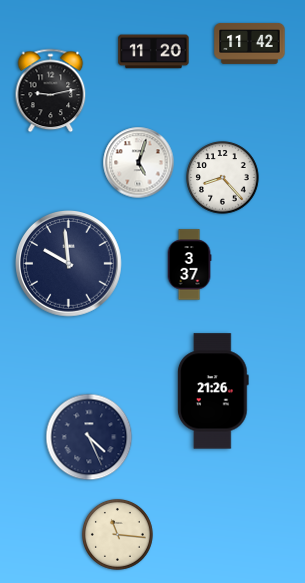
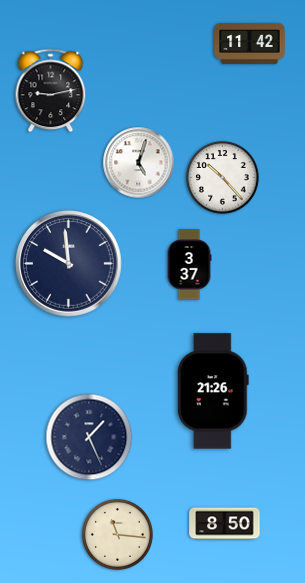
clock at (154, 52): 11:20 -> none
clock at (223, 178): 8:23 -> 10:23
clock at (89, 437): 4:26 -> 1:26
clock at (225, 524): none -> 8:50
